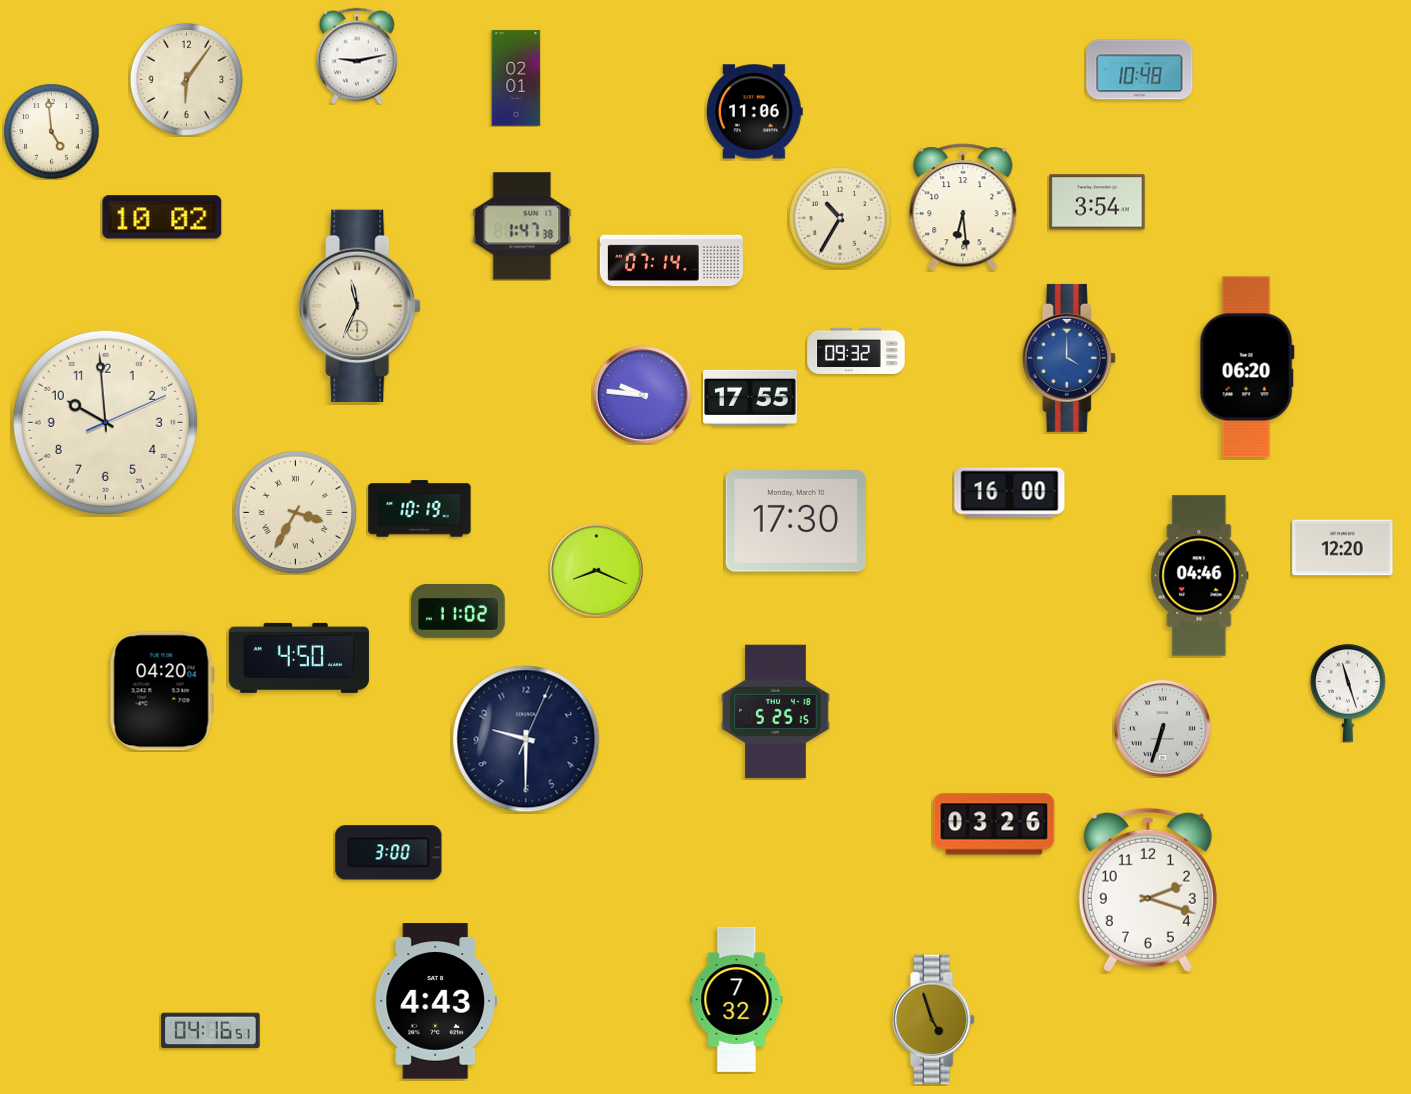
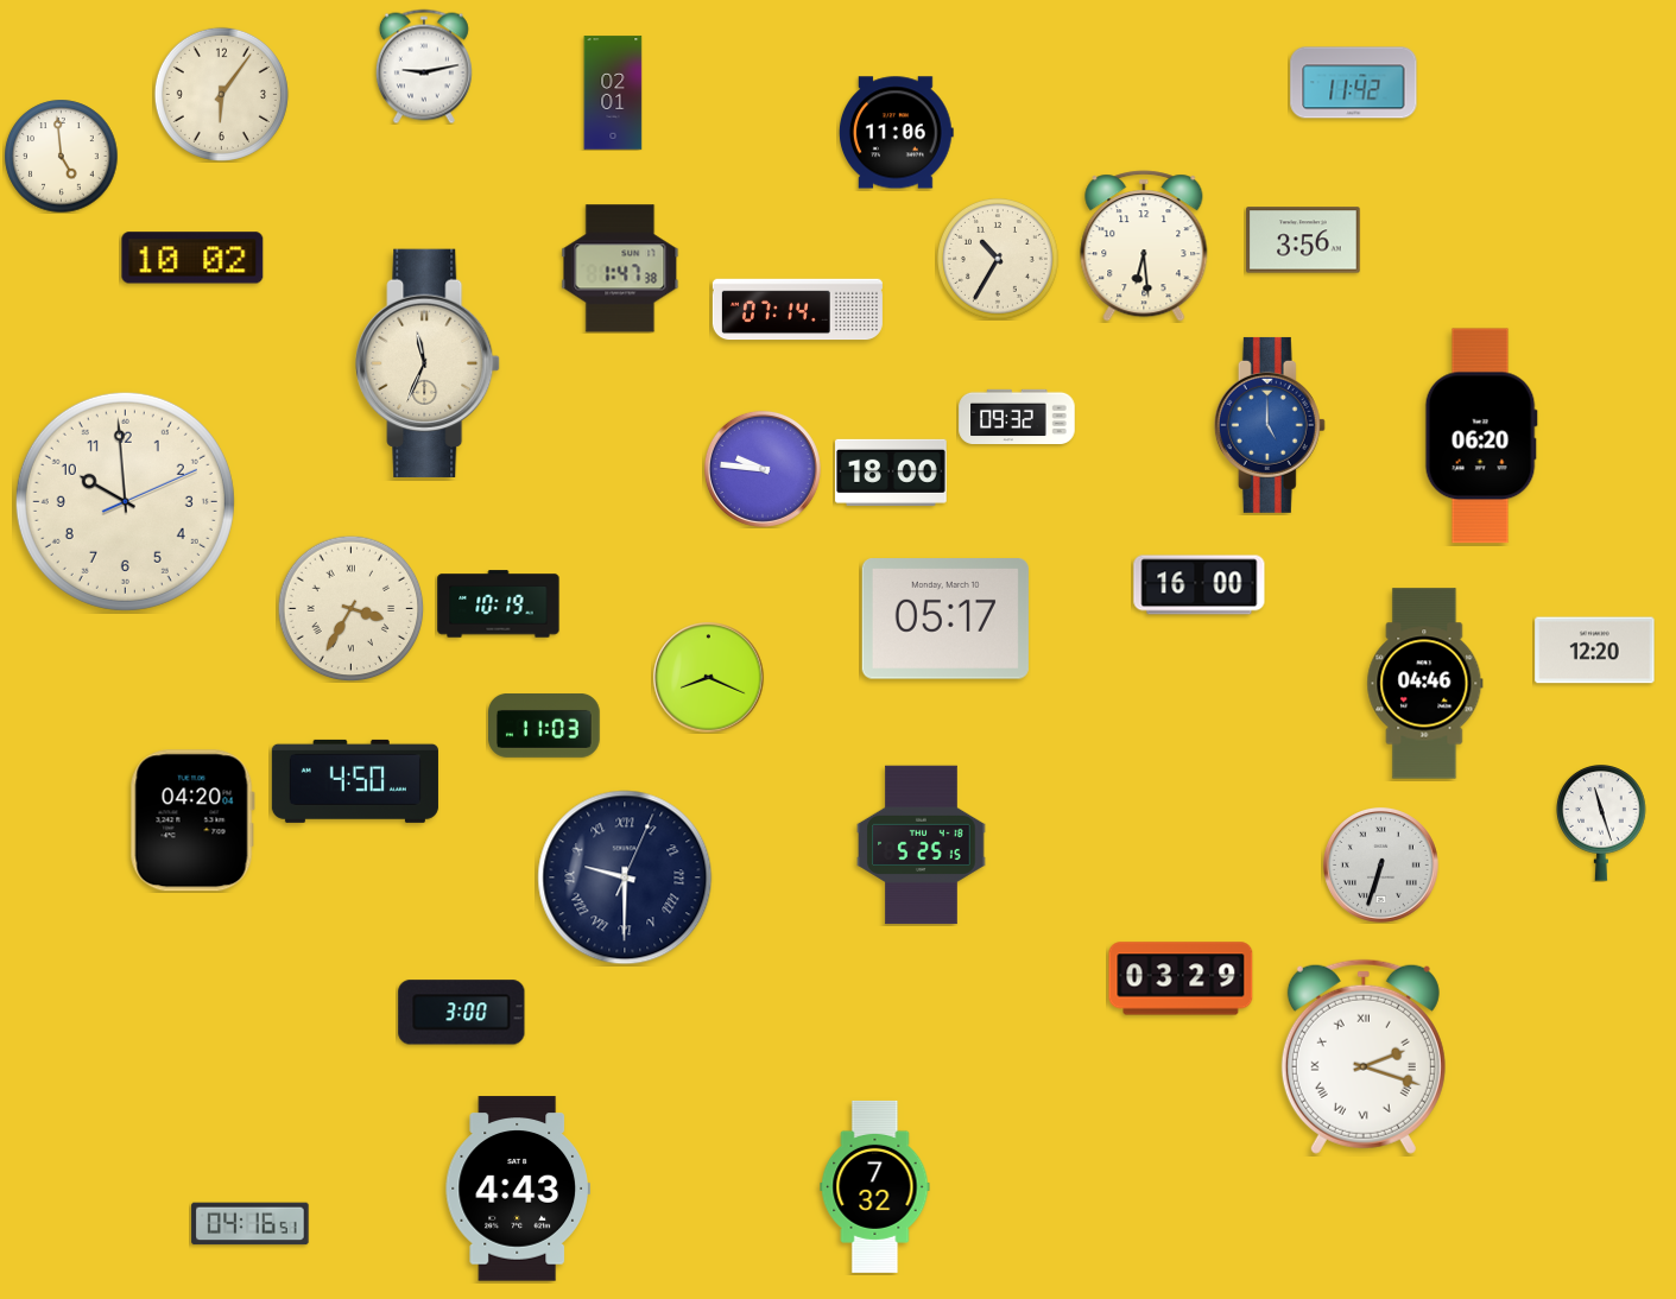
clock at (1140, 70): 10:48 -> 11:42
clock at (1097, 202): 3:54 -> 3:56
clock at (1069, 358): 4:00 -> 5:00
clock at (750, 398): 17:55 -> 18:00
clock at (796, 521): 17:30 -> 05:17
clock at (458, 612): 11:02 -> 11:03
clock at (526, 739) numerals: Arabic -> Roman
clock at (994, 824): 03:26 -> 03:29
clock at (1148, 890) numerals: Arabic -> Roman
clock at (933, 1020): 4:57 -> none
